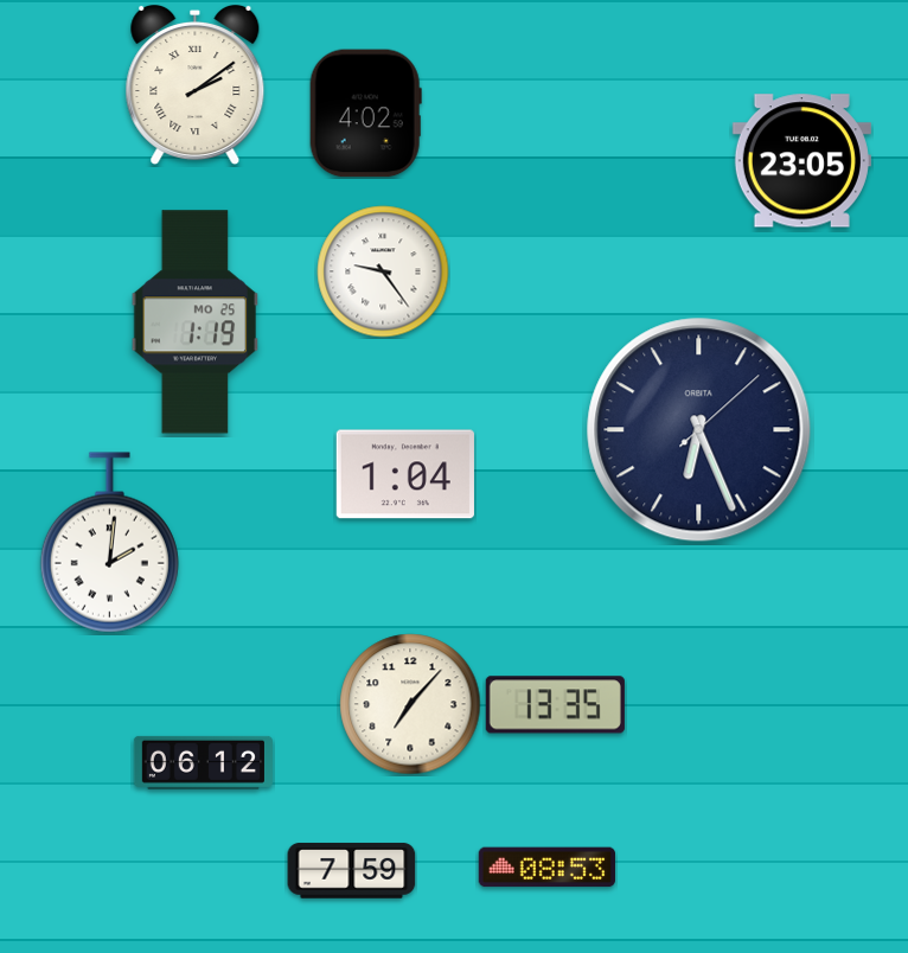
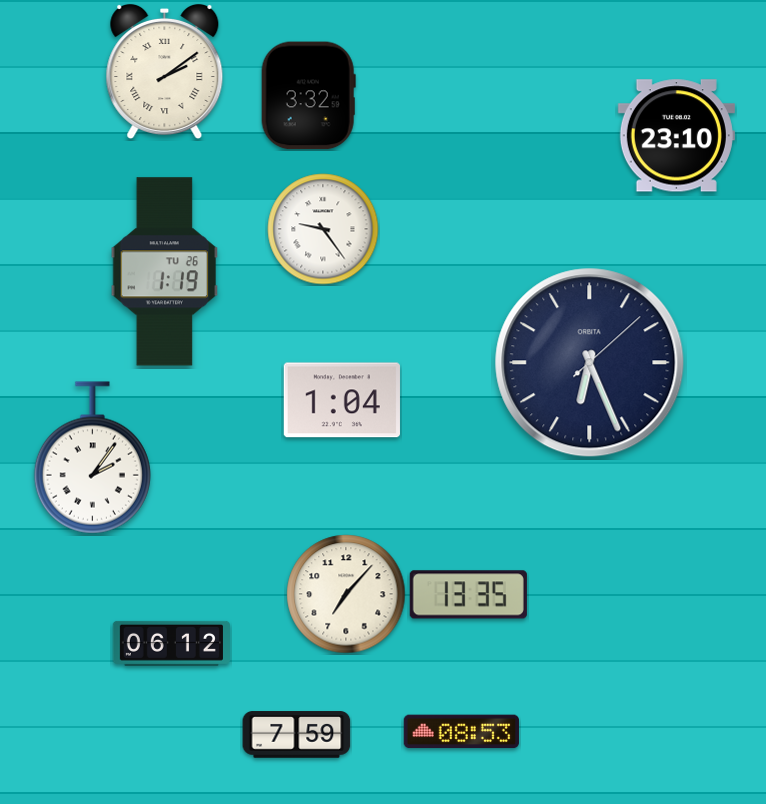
clock at (365, 114): 4:02 -> 3:32
clock at (801, 161): 23:05 -> 23:10
clock at (196, 322) date: MO 25 -> TU 26
clock at (109, 543): 2:01 -> 2:06
